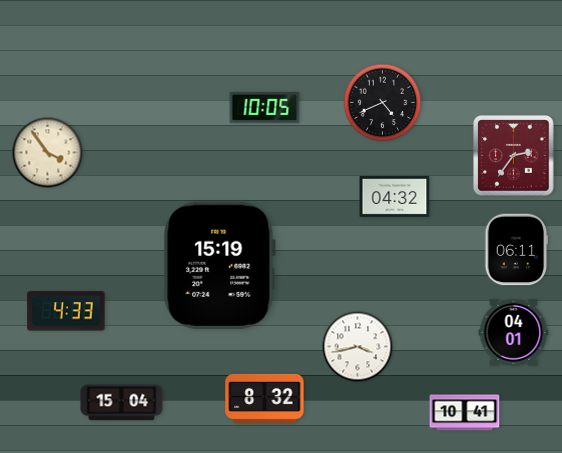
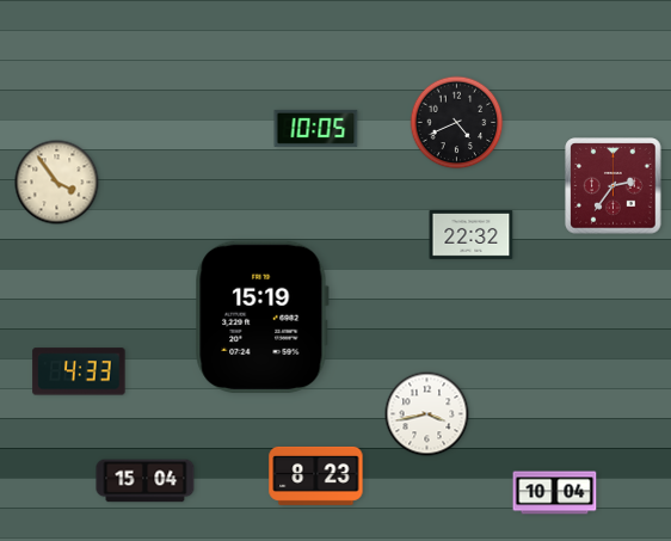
clock at (395, 196): 04:32 -> 22:32
clock at (517, 250): 06:11 -> none
clock at (514, 332): 04:01 -> none
clock at (265, 398): 8:32 -> 8:23
clock at (465, 413): 10:41 -> 10:04
